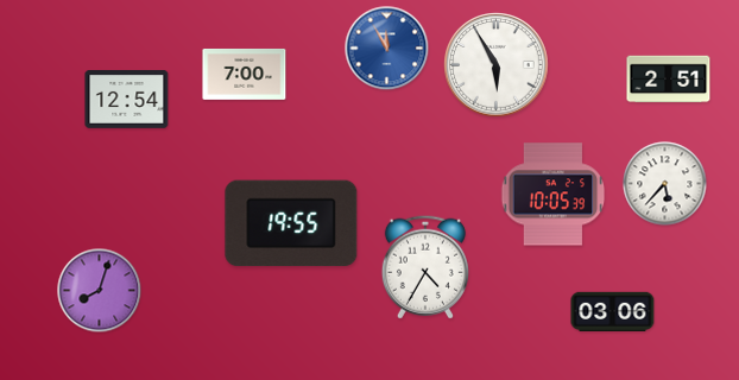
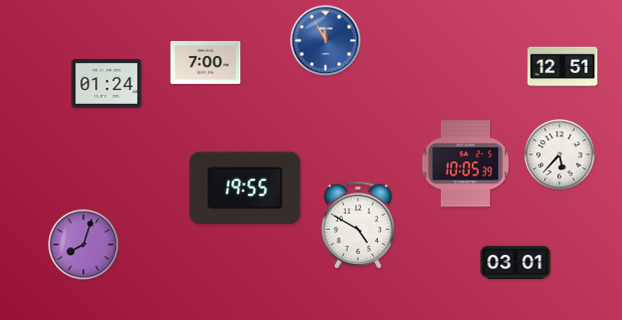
clock at (497, 65): 5:55 -> none
clock at (669, 80): 2:51 -> 12:51
clock at (127, 100): 12:54 -> 01:24
clock at (425, 267): 4:35 -> 4:50
clock at (613, 311): 03:06 -> 03:01
